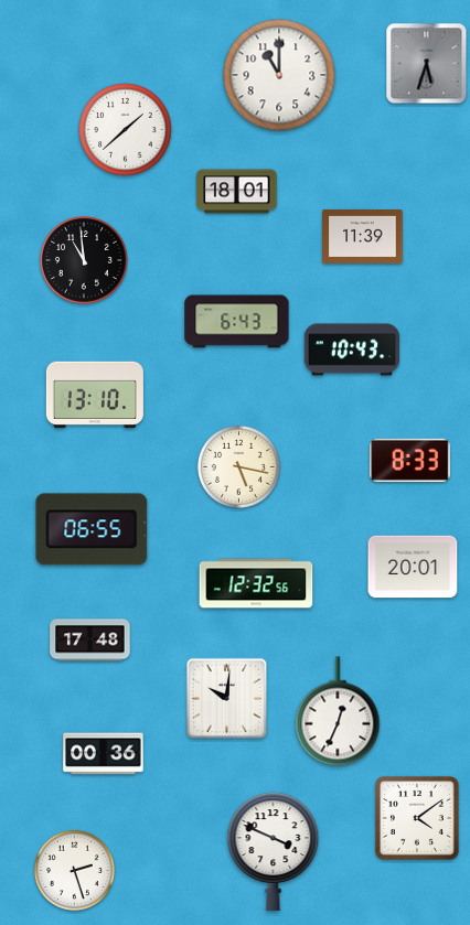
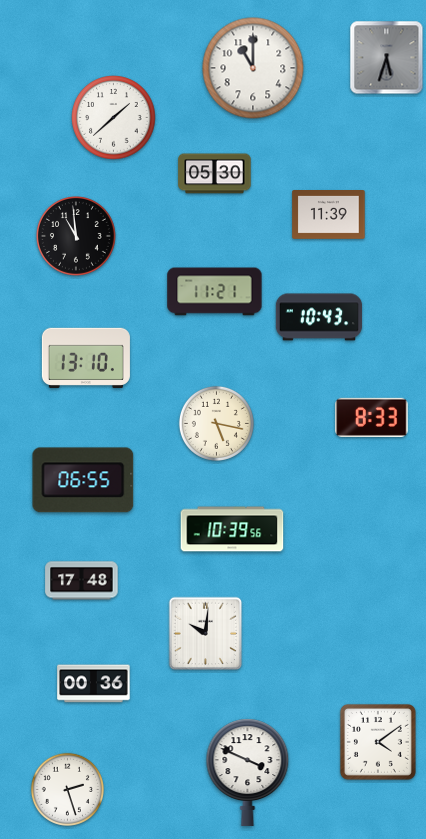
clock at (237, 192): 18:01 -> 05:30
clock at (237, 322): 6:43 -> 11:21
clock at (413, 567): 20:01 -> none
clock at (256, 583): 12:32 -> 10:39
clock at (338, 711): 12:34 -> none
